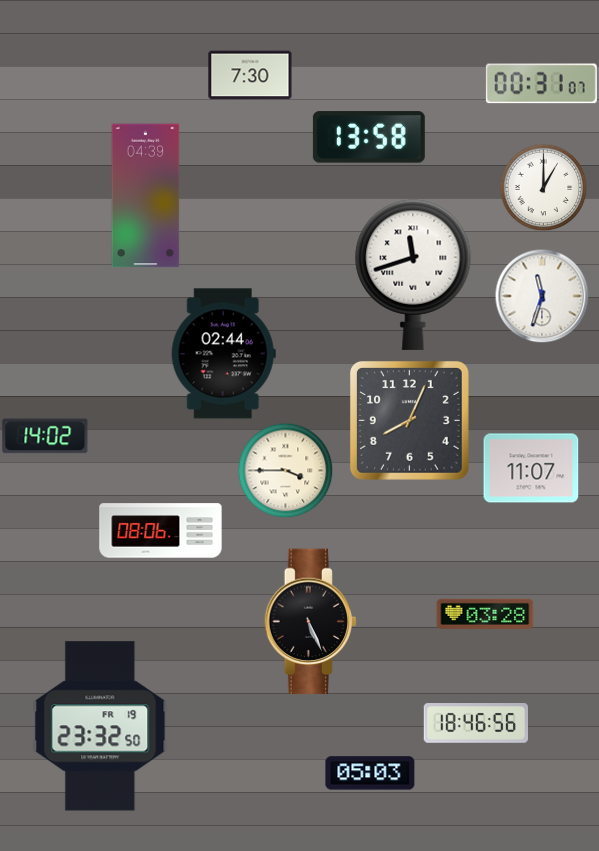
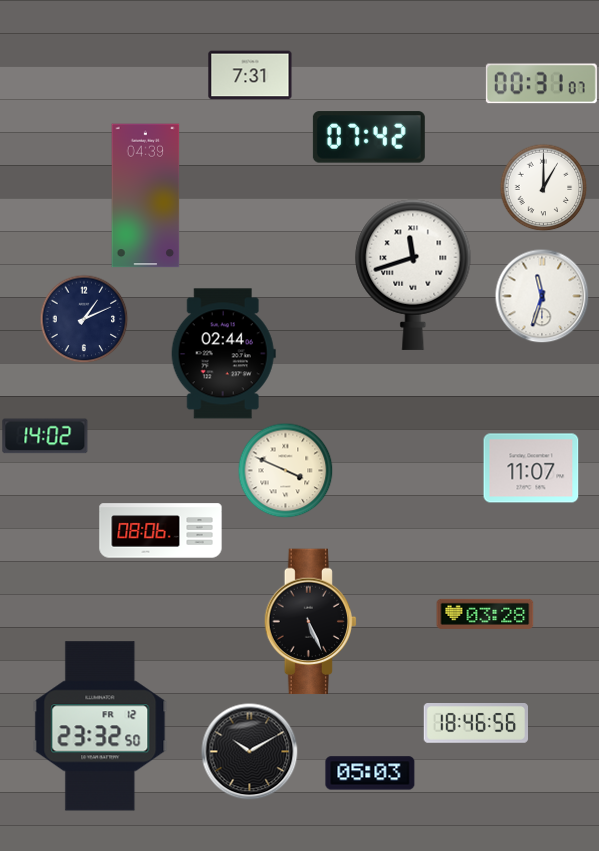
clock at (250, 75): 7:30 -> 7:31
clock at (369, 137): 13:58 -> 07:42
clock at (84, 319): none -> 1:11
clock at (409, 420): 8:04 -> none
clock at (285, 470): 3:45 -> 3:49
clock at (100, 726) date: FR 19 -> FR 12
clock at (250, 752): none -> 10:10
